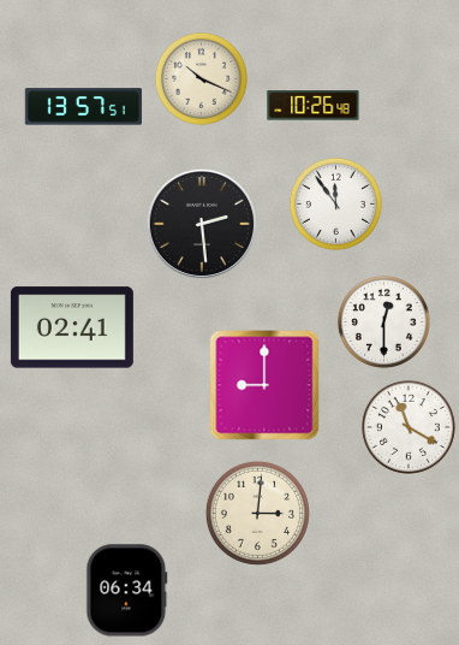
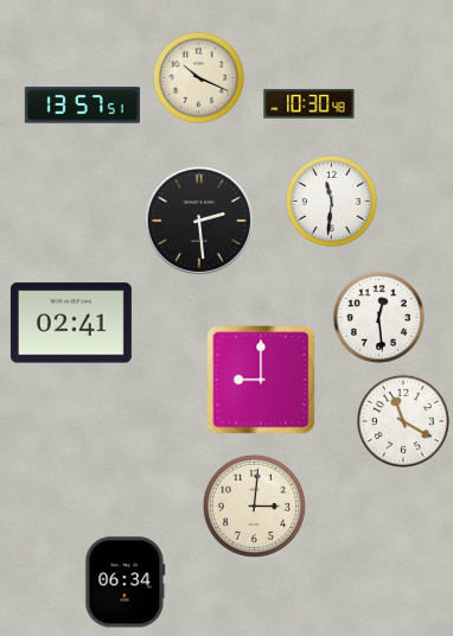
clock at (314, 106): 10:26 -> 10:30
clock at (335, 203): 11:54 -> 11:31
clock at (383, 321): 12:30 -> 12:29
